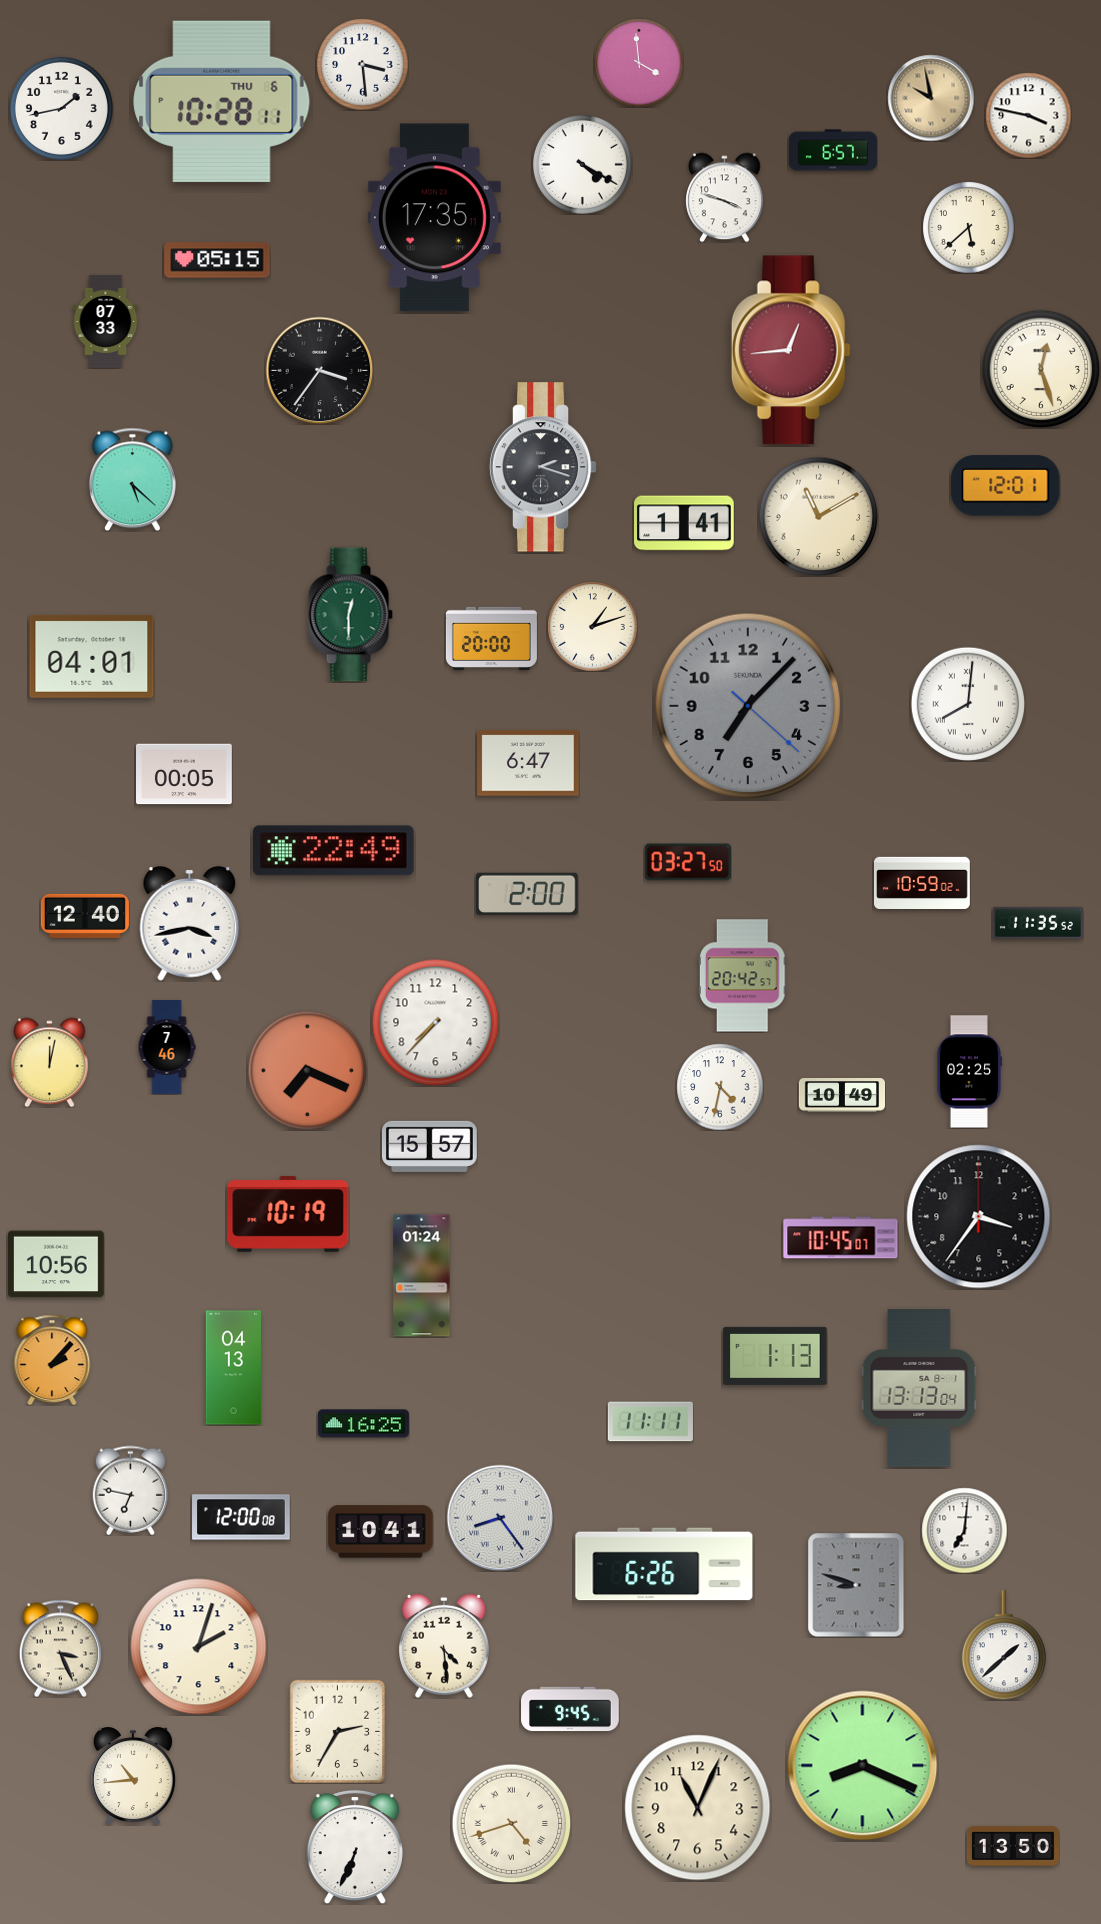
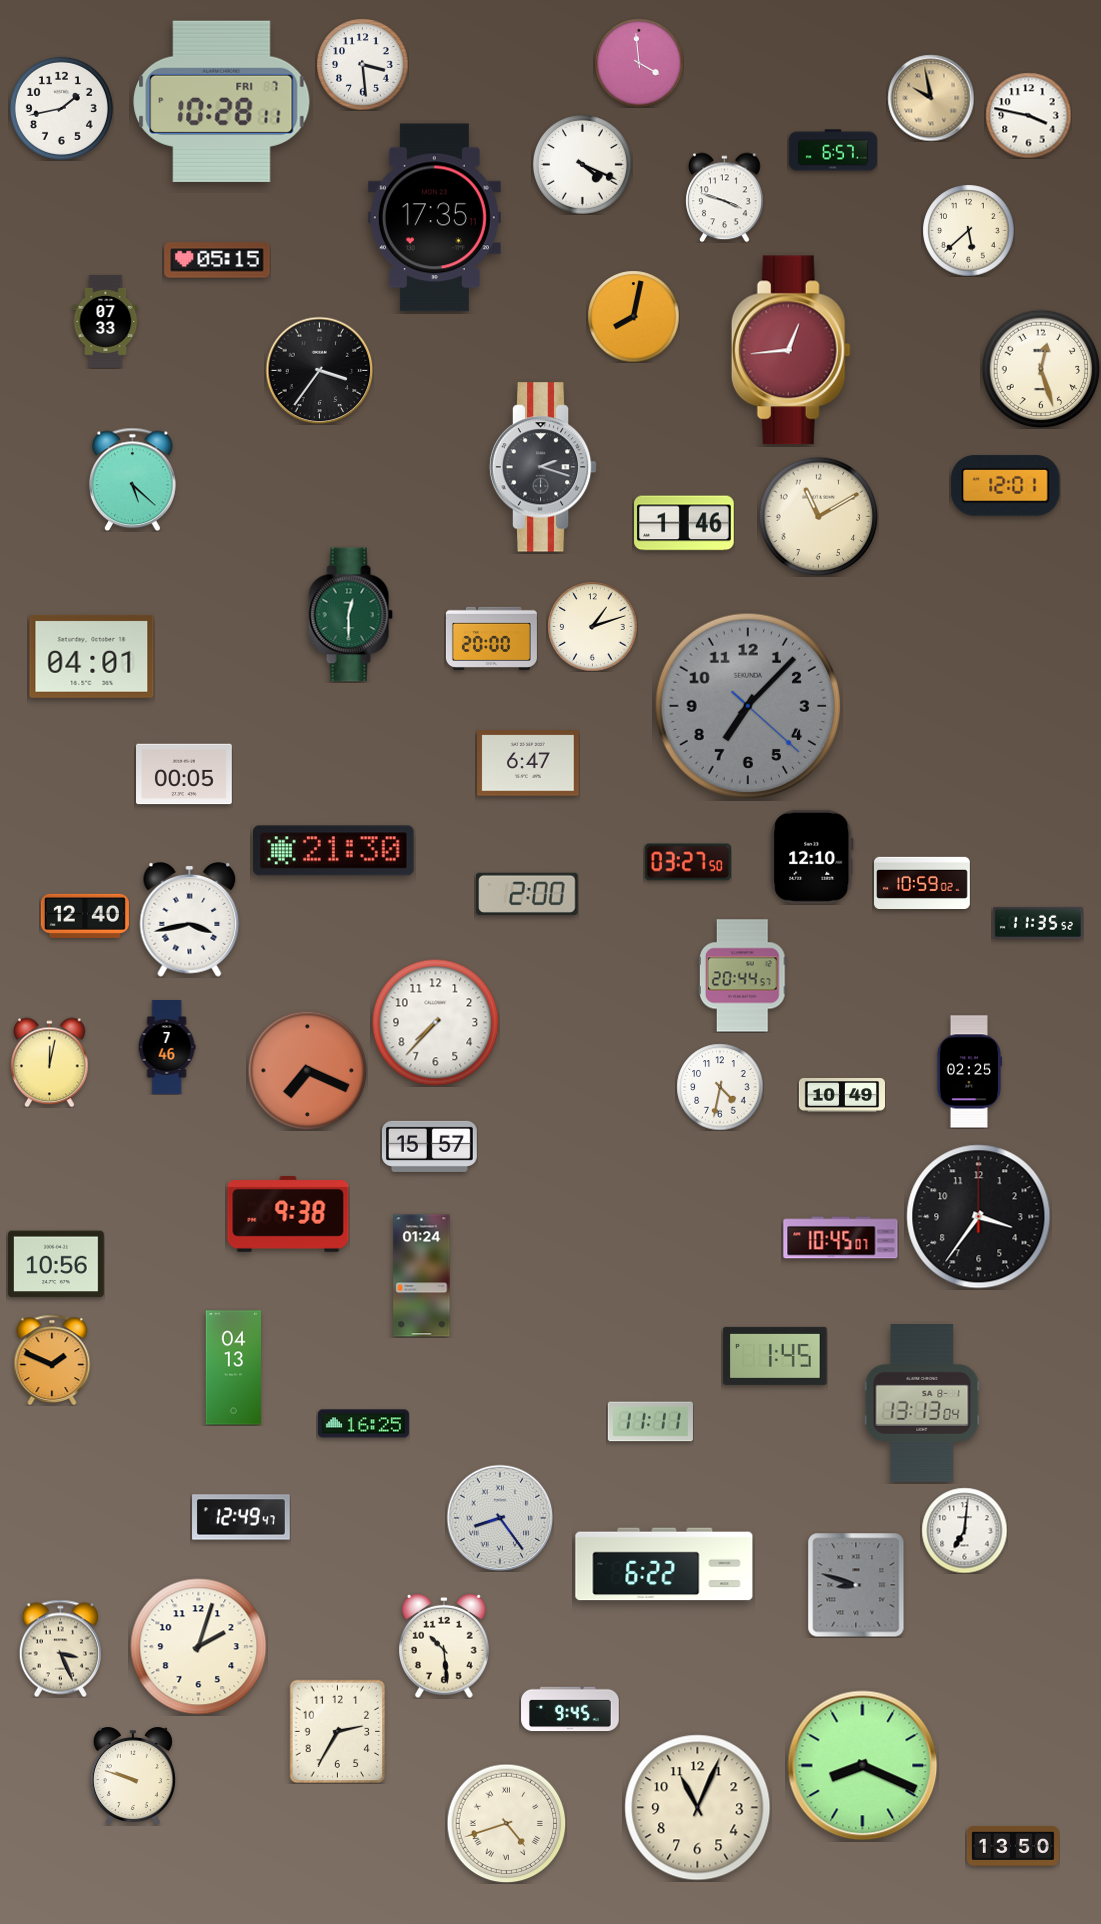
clock at (222, 101) date: THU 6 -> FRI 7
clock at (582, 164): 4:20 -> 4:19
clock at (968, 227) position: (968, 227) -> (968, 230)
clock at (633, 316): none -> 8:02
clock at (684, 523): 1:41 -> 1:46
clock at (968, 704): 8:01 -> none
clock at (334, 851): 22:49 -> 21:30
clock at (812, 857): none -> 12:10
clock at (190, 924) position: (190, 924) -> (190, 920)
clock at (742, 976): 20:42 -> 20:44
clock at (288, 1214): 10:19 -> 9:38
clock at (775, 1356): 1:13 -> 1:45
clock at (52, 1359): 2:07 -> 1:49
clock at (919, 1389) position: (919, 1389) -> (922, 1404)
clock at (131, 1490): 6:47 -> none
clock at (241, 1517): 12:00 -> 12:49
clock at (381, 1532): 10:41 -> none
clock at (664, 1564): 6:26 -> 6:22
clock at (1004, 1645): 1:38 -> none
clock at (445, 1646): 4:29 -> 10:29
clock at (133, 1776): 10:44 -> 9:48
clock at (511, 1823) position: (511, 1823) -> (506, 1823)
clock at (355, 1847): 6:34 -> none
